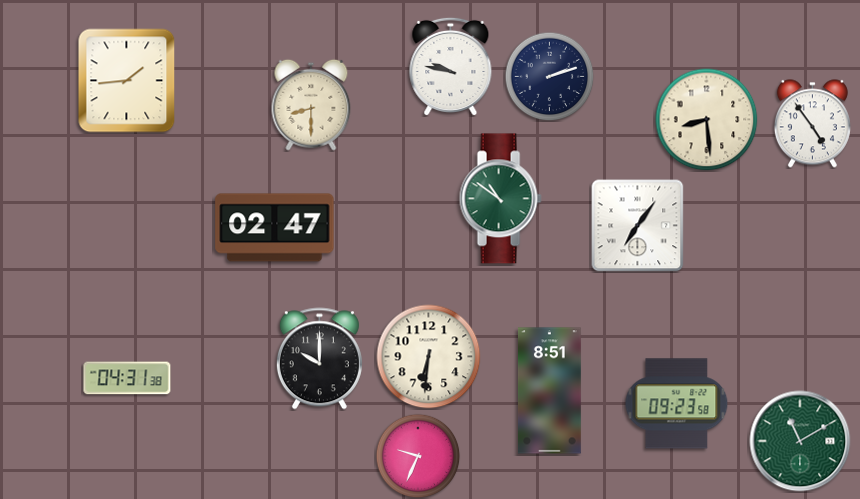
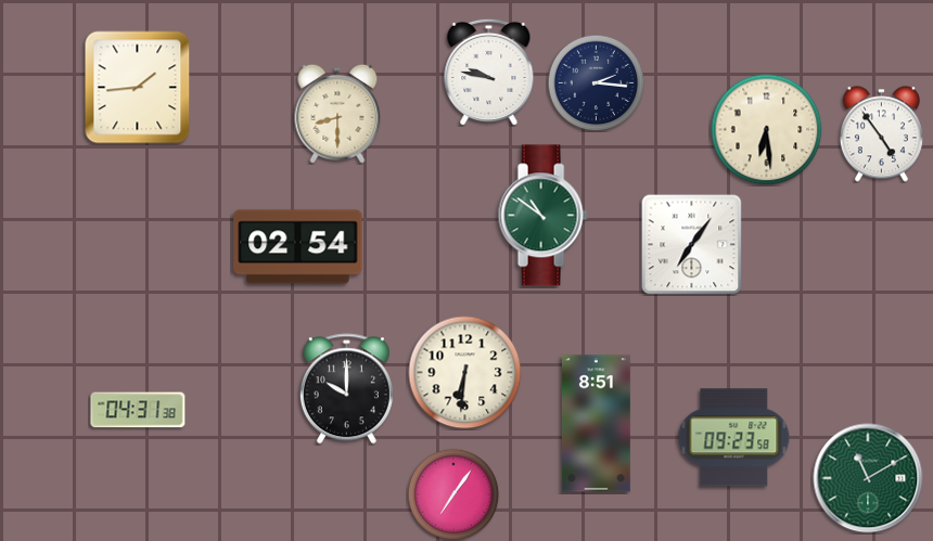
clock at (549, 76): 2:12 -> 2:16
clock at (707, 120): 8:29 -> 6:29
clock at (275, 228): 02:47 -> 02:54
clock at (429, 357) position: (429, 357) -> (465, 373)
clock at (418, 456): 9:34 -> 7:06
